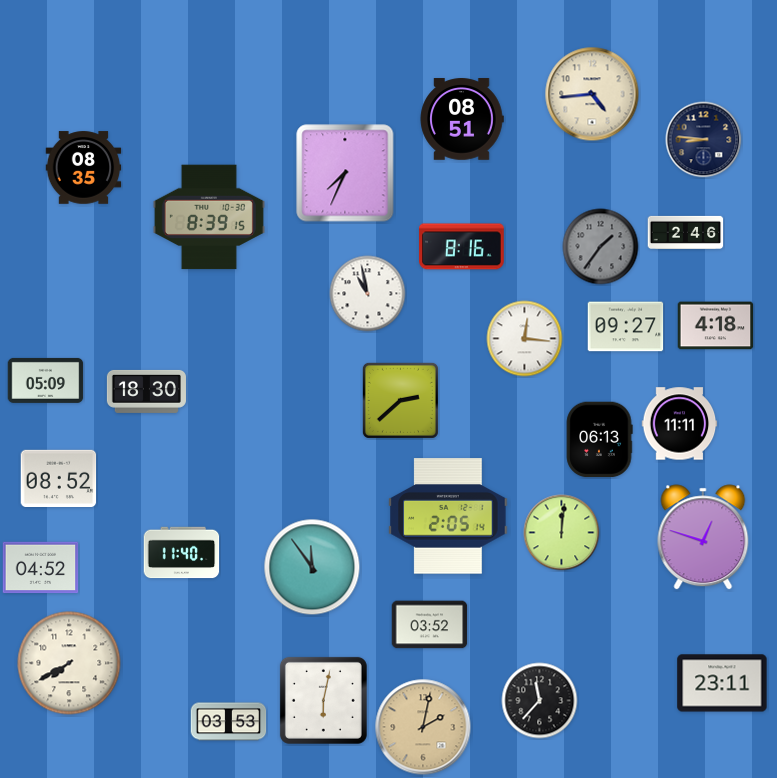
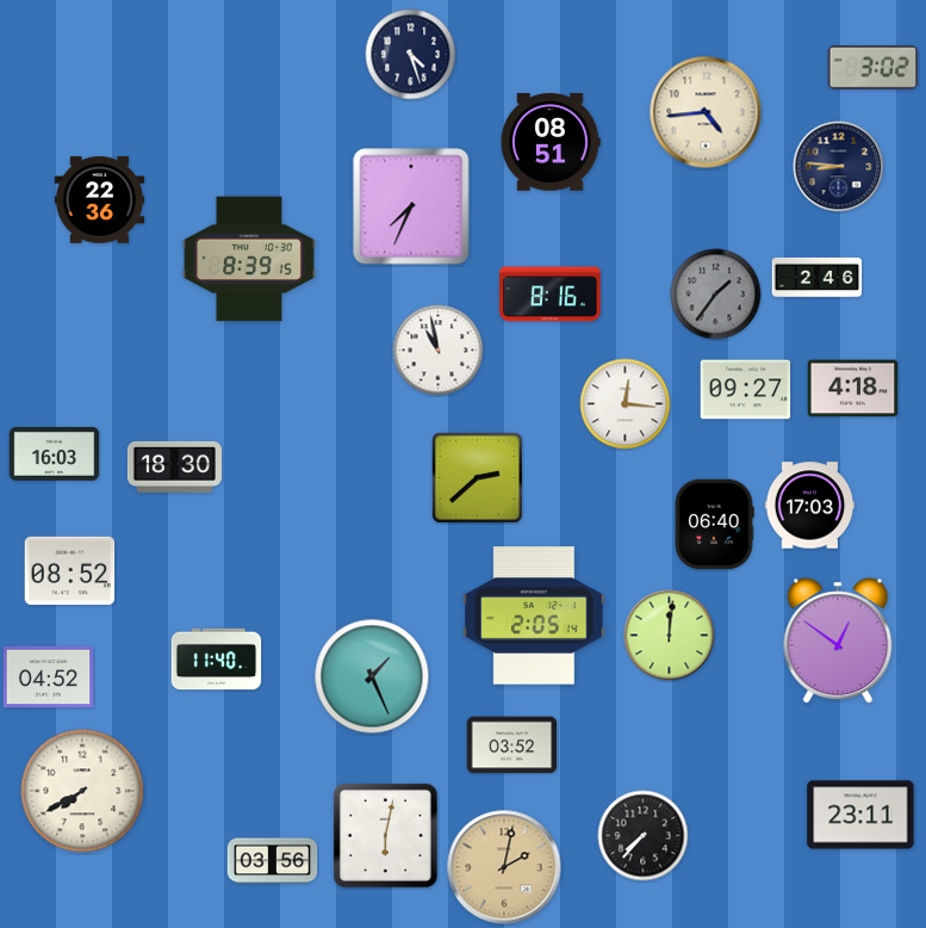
clock at (411, 55): none -> 4:27
clock at (874, 68): none -> 3:02
clock at (84, 168): 08:35 -> 22:36
clock at (46, 380): 05:09 -> 16:03
clock at (680, 424): 11:11 -> 17:03
clock at (599, 440): 06:13 -> 06:40
clock at (703, 537): 12:48 -> 12:51
clock at (312, 567): 11:54 -> 1:26
clock at (540, 701): 11:37 -> 7:37
clock at (229, 722): 03:53 -> 03:56
